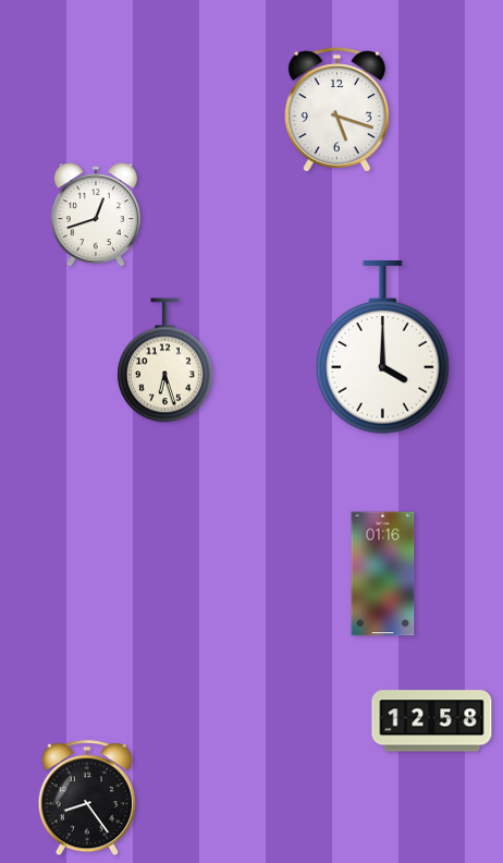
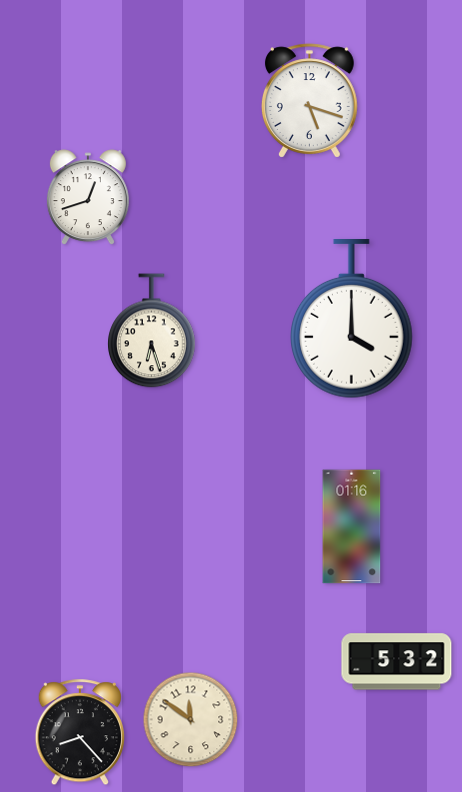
clock at (432, 721): 12:58 -> 5:32
clock at (191, 720): none -> 11:51
clock at (87, 799): 8:24 -> 8:23
